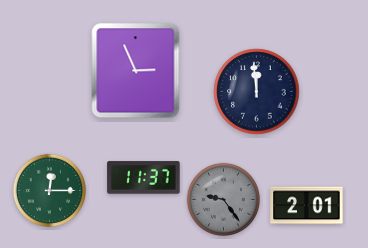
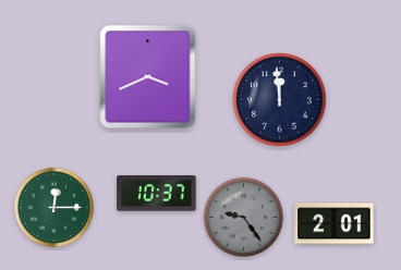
clock at (136, 71): 2:56 -> 3:41
clock at (144, 178): 11:37 -> 10:37
